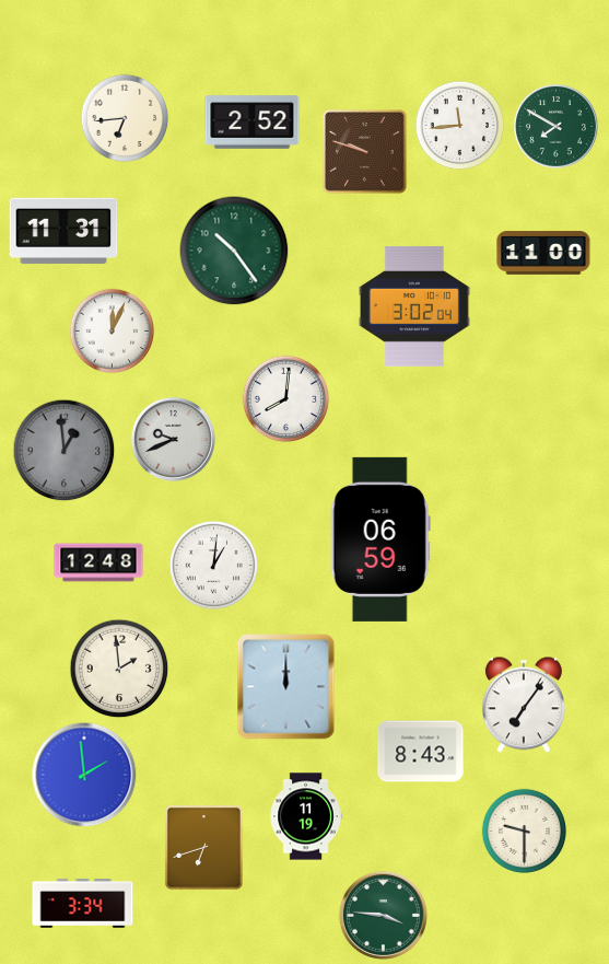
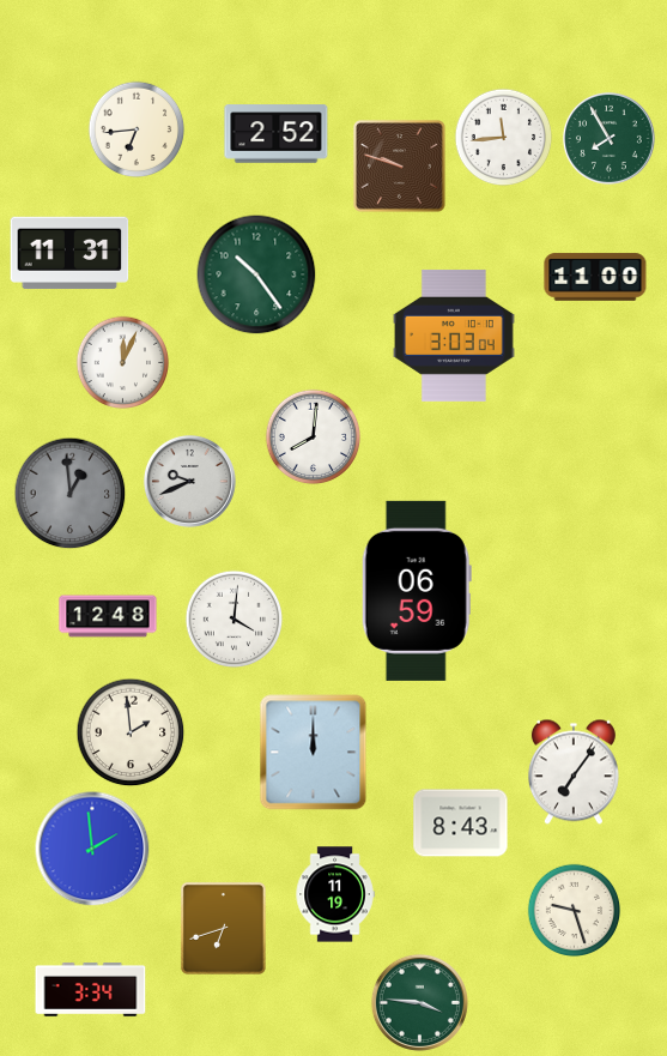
clock at (555, 126): 7:50 -> 7:55
clock at (415, 306): 3:02 -> 3:03
clock at (213, 565): 1:01 -> 4:01
clock at (524, 831): 9:30 -> 9:27
